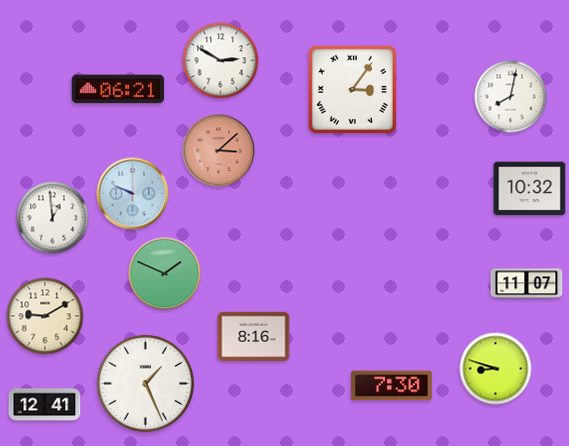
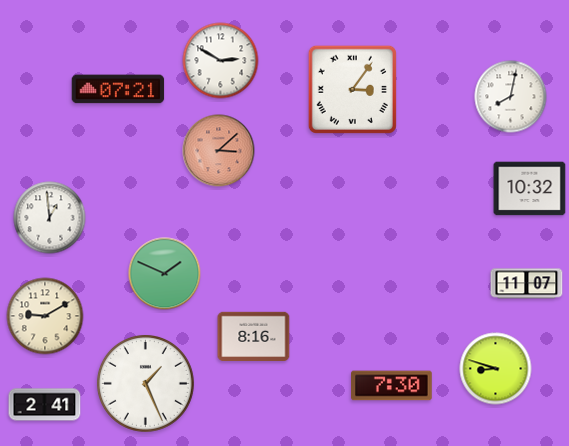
clock at (118, 89): 06:21 -> 07:21
clock at (133, 194): 9:49 -> none
clock at (53, 218) position: (53, 218) -> (50, 218)
clock at (45, 405): 12:41 -> 2:41
